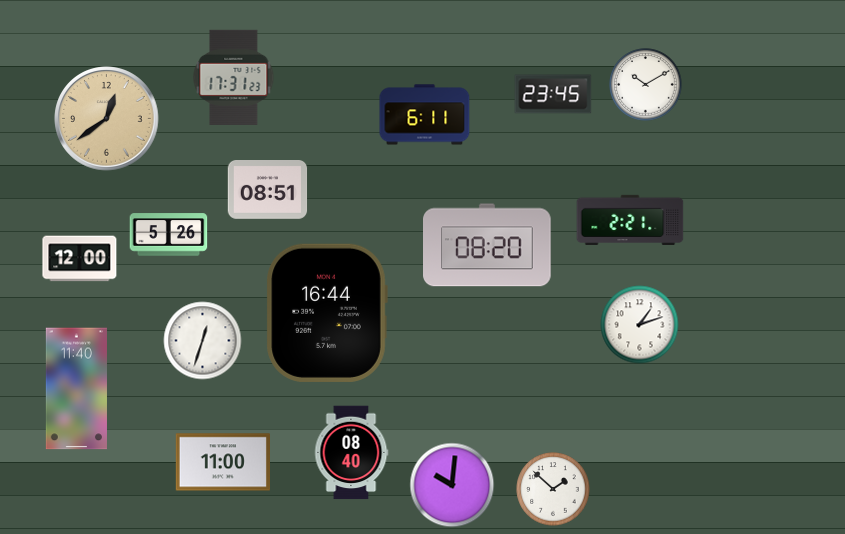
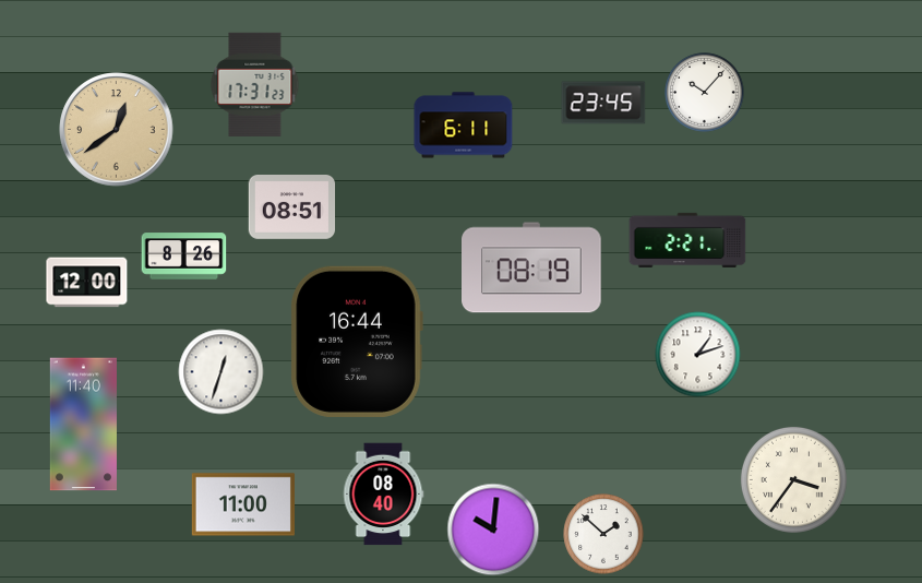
clock at (646, 85): 10:10 -> 10:07
clock at (169, 235): 5:26 -> 8:26
clock at (488, 245): 08:20 -> 08:19
clock at (793, 479): none -> 3:36
